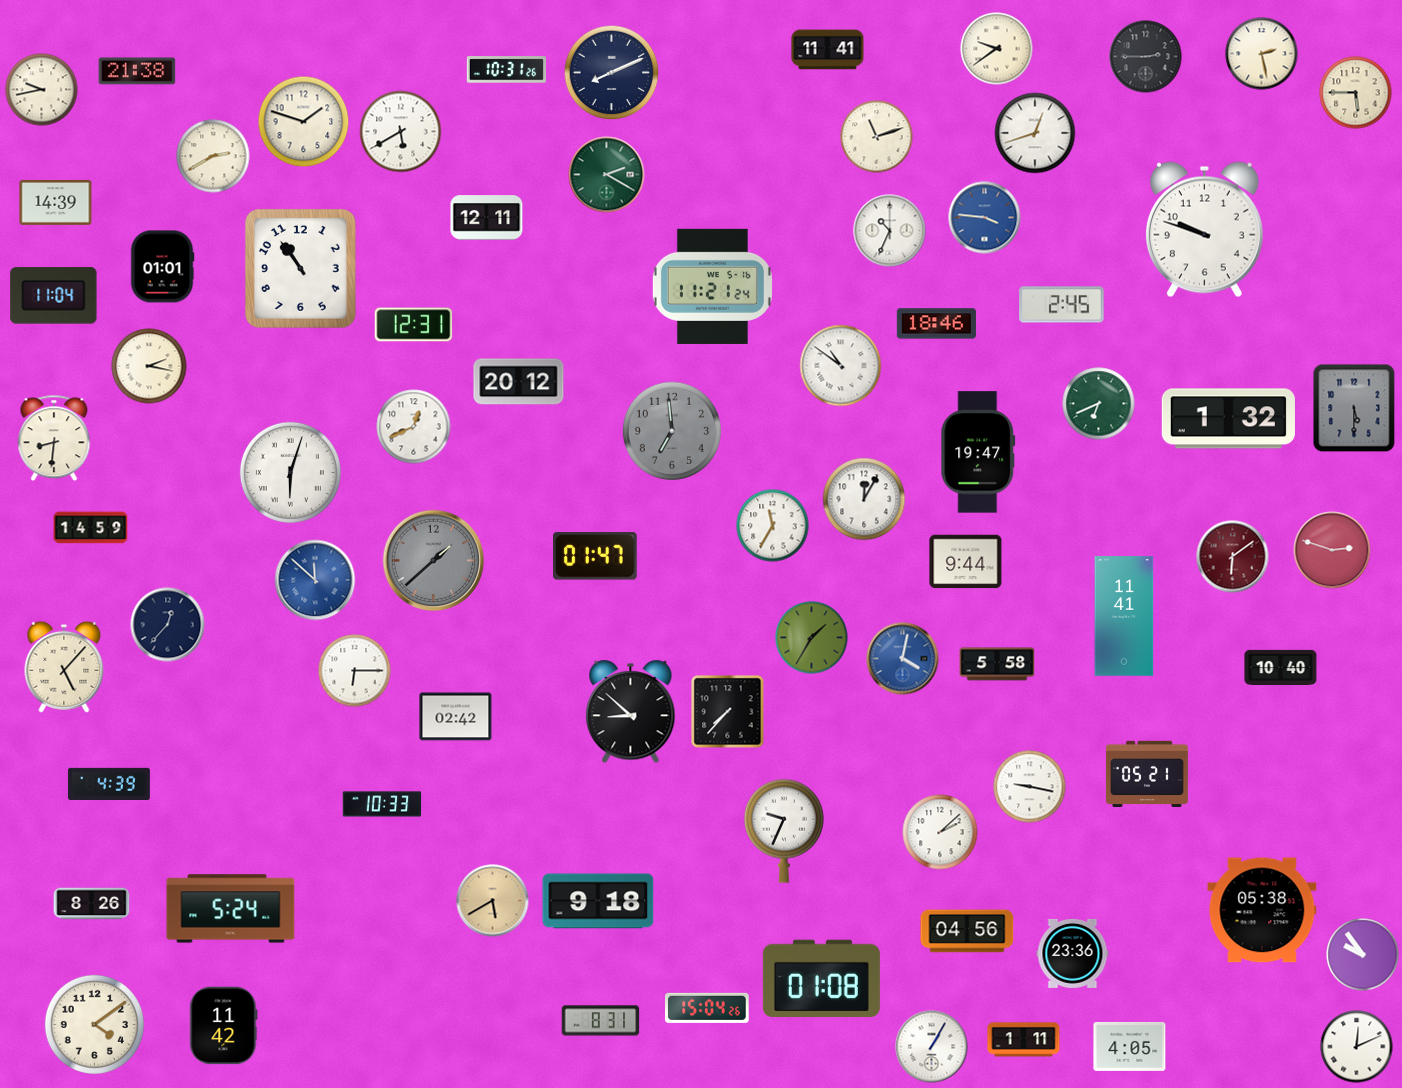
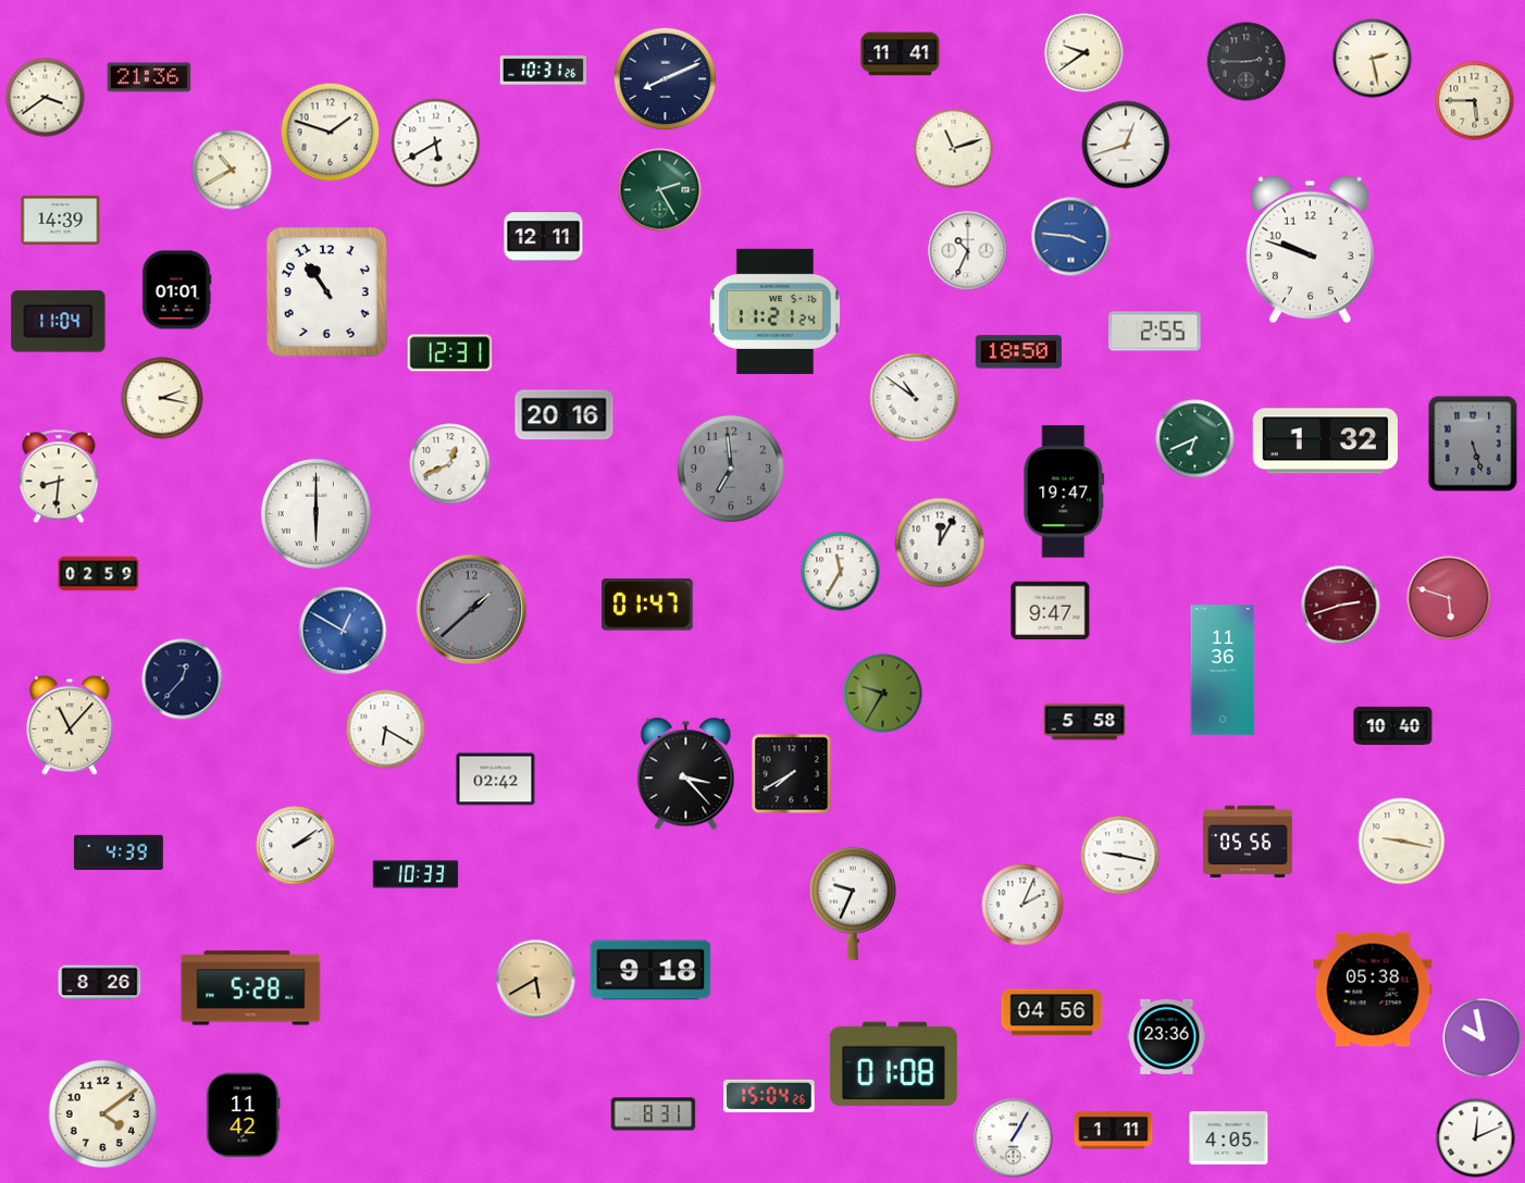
clock at (506, 70) position: (506, 70) -> (543, 71)
clock at (137, 71): 21:38 -> 21:36
clock at (42, 90): 9:43 -> 3:39
clock at (213, 156): 2:40 -> 10:40
clock at (607, 175): 2:20 -> 2:25
clock at (487, 218) position: (487, 218) -> (544, 237)
clock at (1062, 305): 2:45 -> 2:55
clock at (936, 324): 18:46 -> 18:50
clock at (519, 382): 20:12 -> 20:16
clock at (1354, 408): 5:30 -> 5:27
clock at (1228, 419) position: (1228, 419) -> (1325, 441)
clock at (290, 472): 6:03 -> 6:00
clock at (91, 528): 14:59 -> 02:59
clock at (1332, 550): 2:48 -> 5:48
clock at (1233, 557): 6:09 -> 2:42
clock at (966, 562): 9:44 -> 9:47
clock at (315, 580): 11:52 -> 12:50
clock at (1124, 616): 11:41 -> 11:36
clock at (812, 638): 1:35 -> 9:35
clock at (903, 659): 4:02 -> none
clock at (64, 667): 5:07 -> 11:07
clock at (355, 671): 6:15 -> 6:20
clock at (631, 712): 8:52 -> 3:23
clock at (728, 712): 7:37 -> 7:40
clock at (1147, 774): 05:21 -> 05:56
clock at (1402, 842): none -> 9:17
clock at (296, 846): none -> 2:09
clock at (940, 832): 2:08 -> 2:04
clock at (598, 901) position: (598, 901) -> (650, 970)
clock at (231, 909): 5:24 -> 5:28
clock at (1363, 955): 9:54 -> 9:58
clock at (601, 1021) position: (601, 1021) -> (654, 1114)
